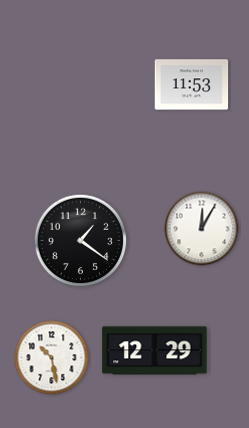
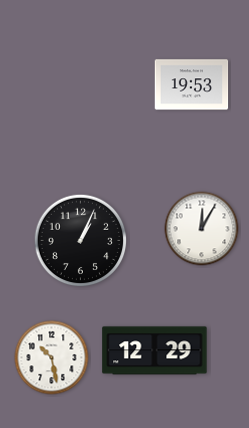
clock at (192, 85): 11:53 -> 19:53
clock at (81, 241): 1:21 -> 1:04
